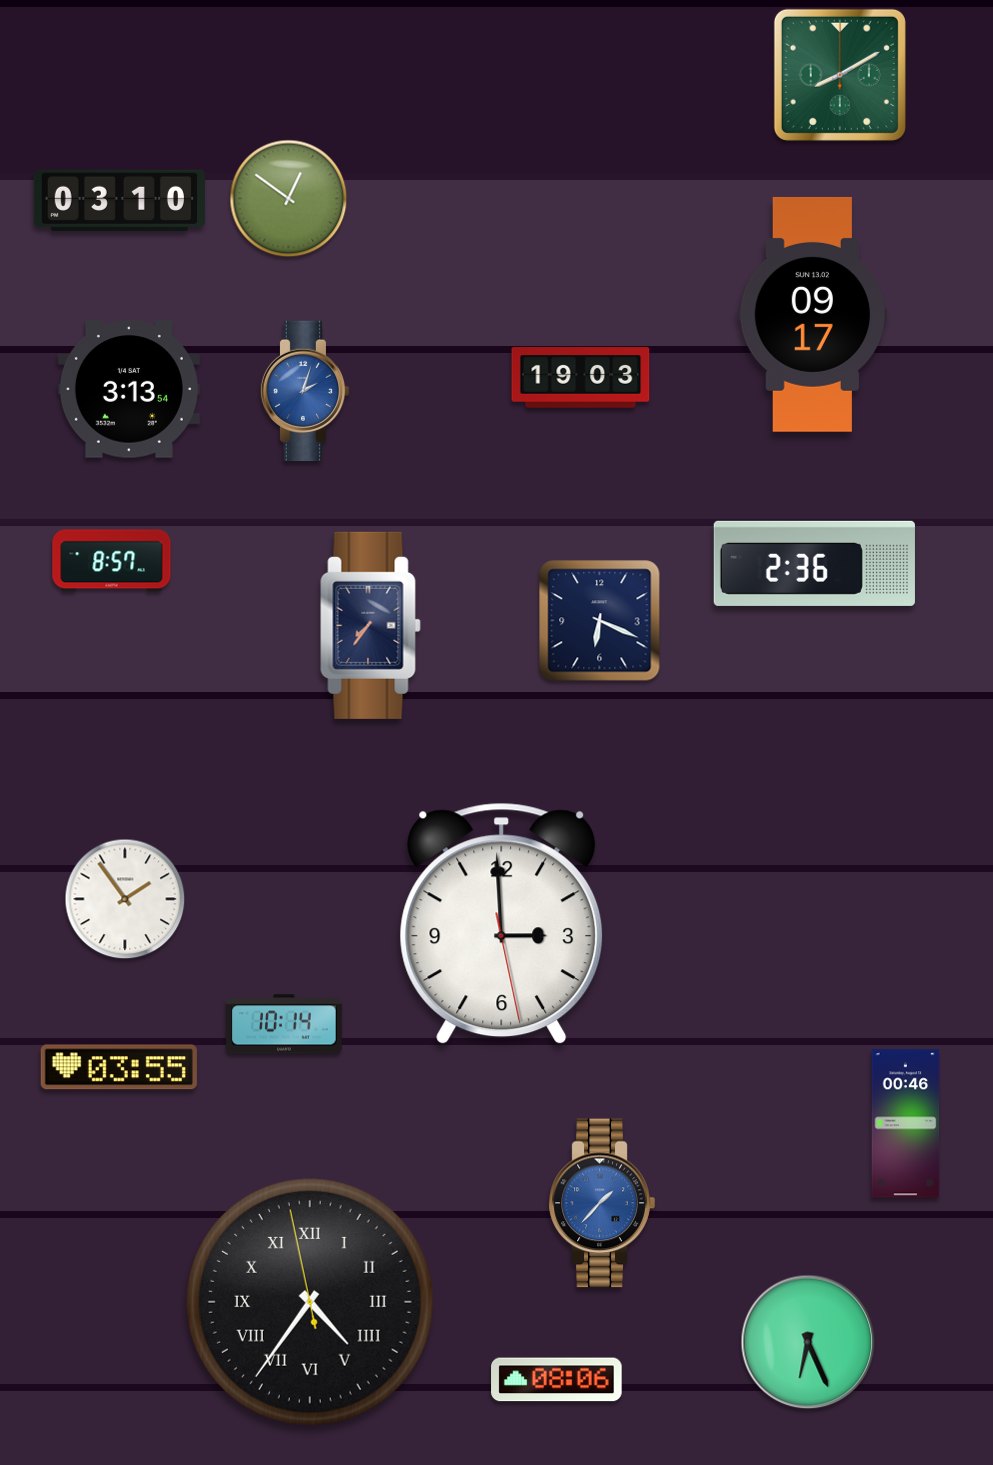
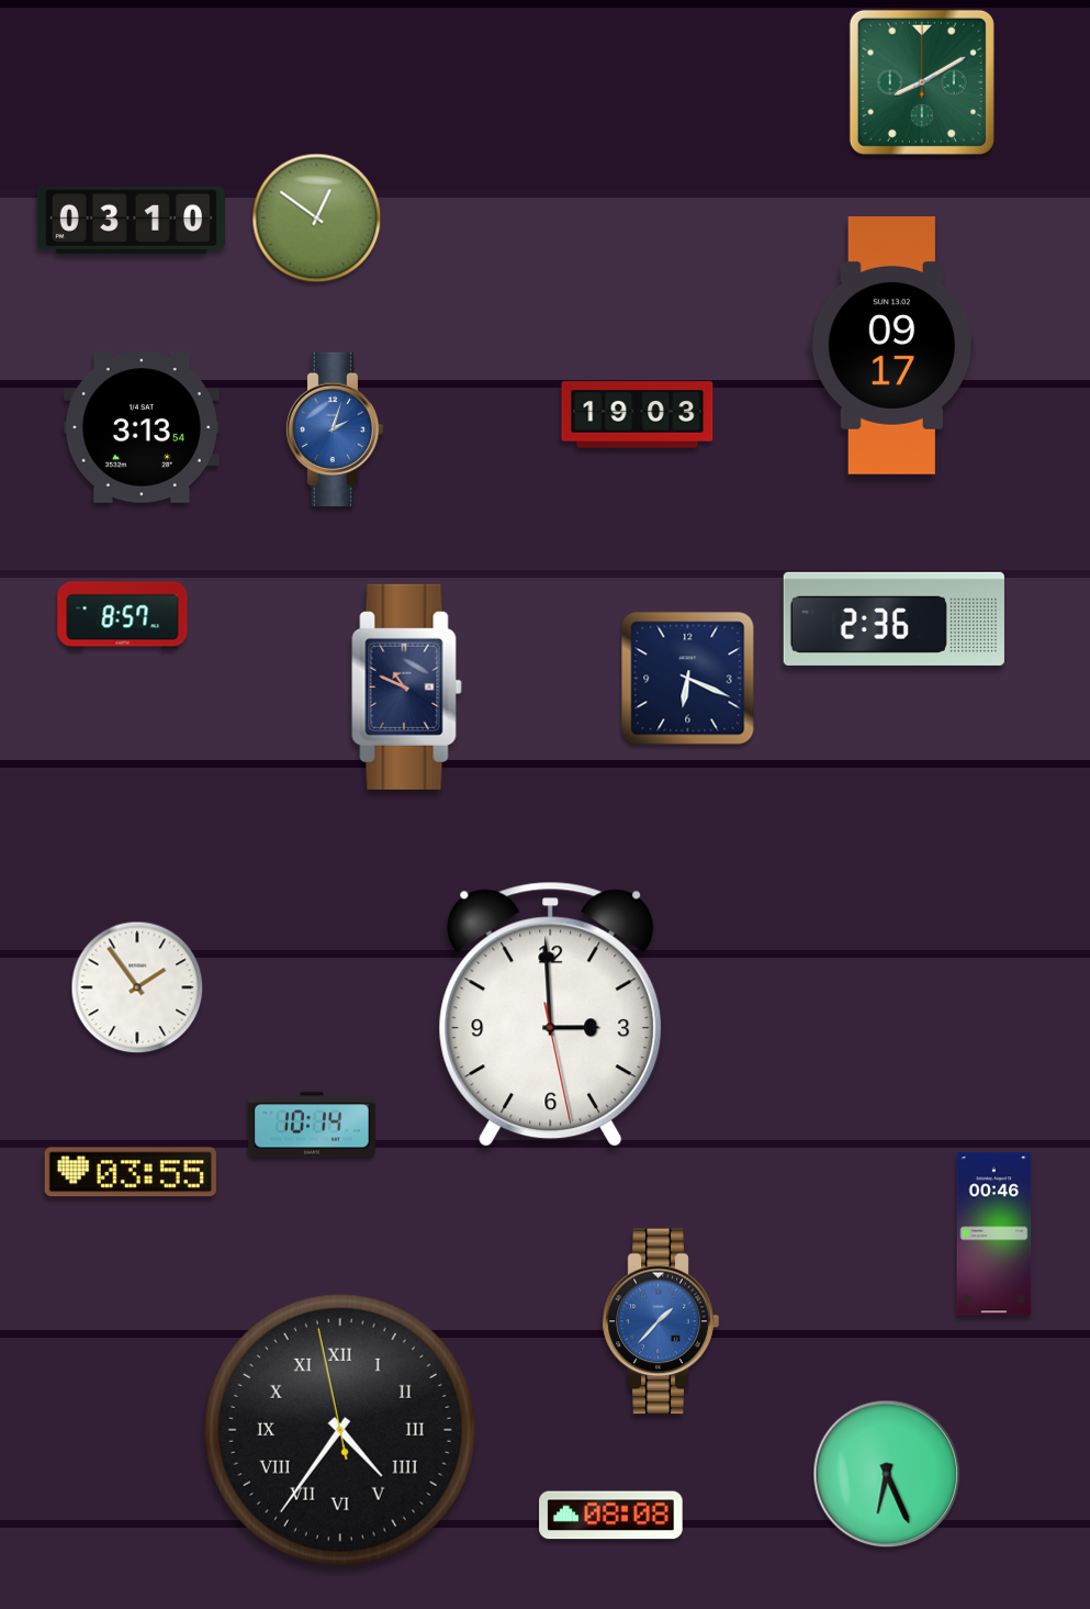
clock at (600, 621) position: (600, 621) -> (688, 679)
clock at (371, 625): 7:36 -> 10:49
clock at (557, 1380): 08:06 -> 08:08
